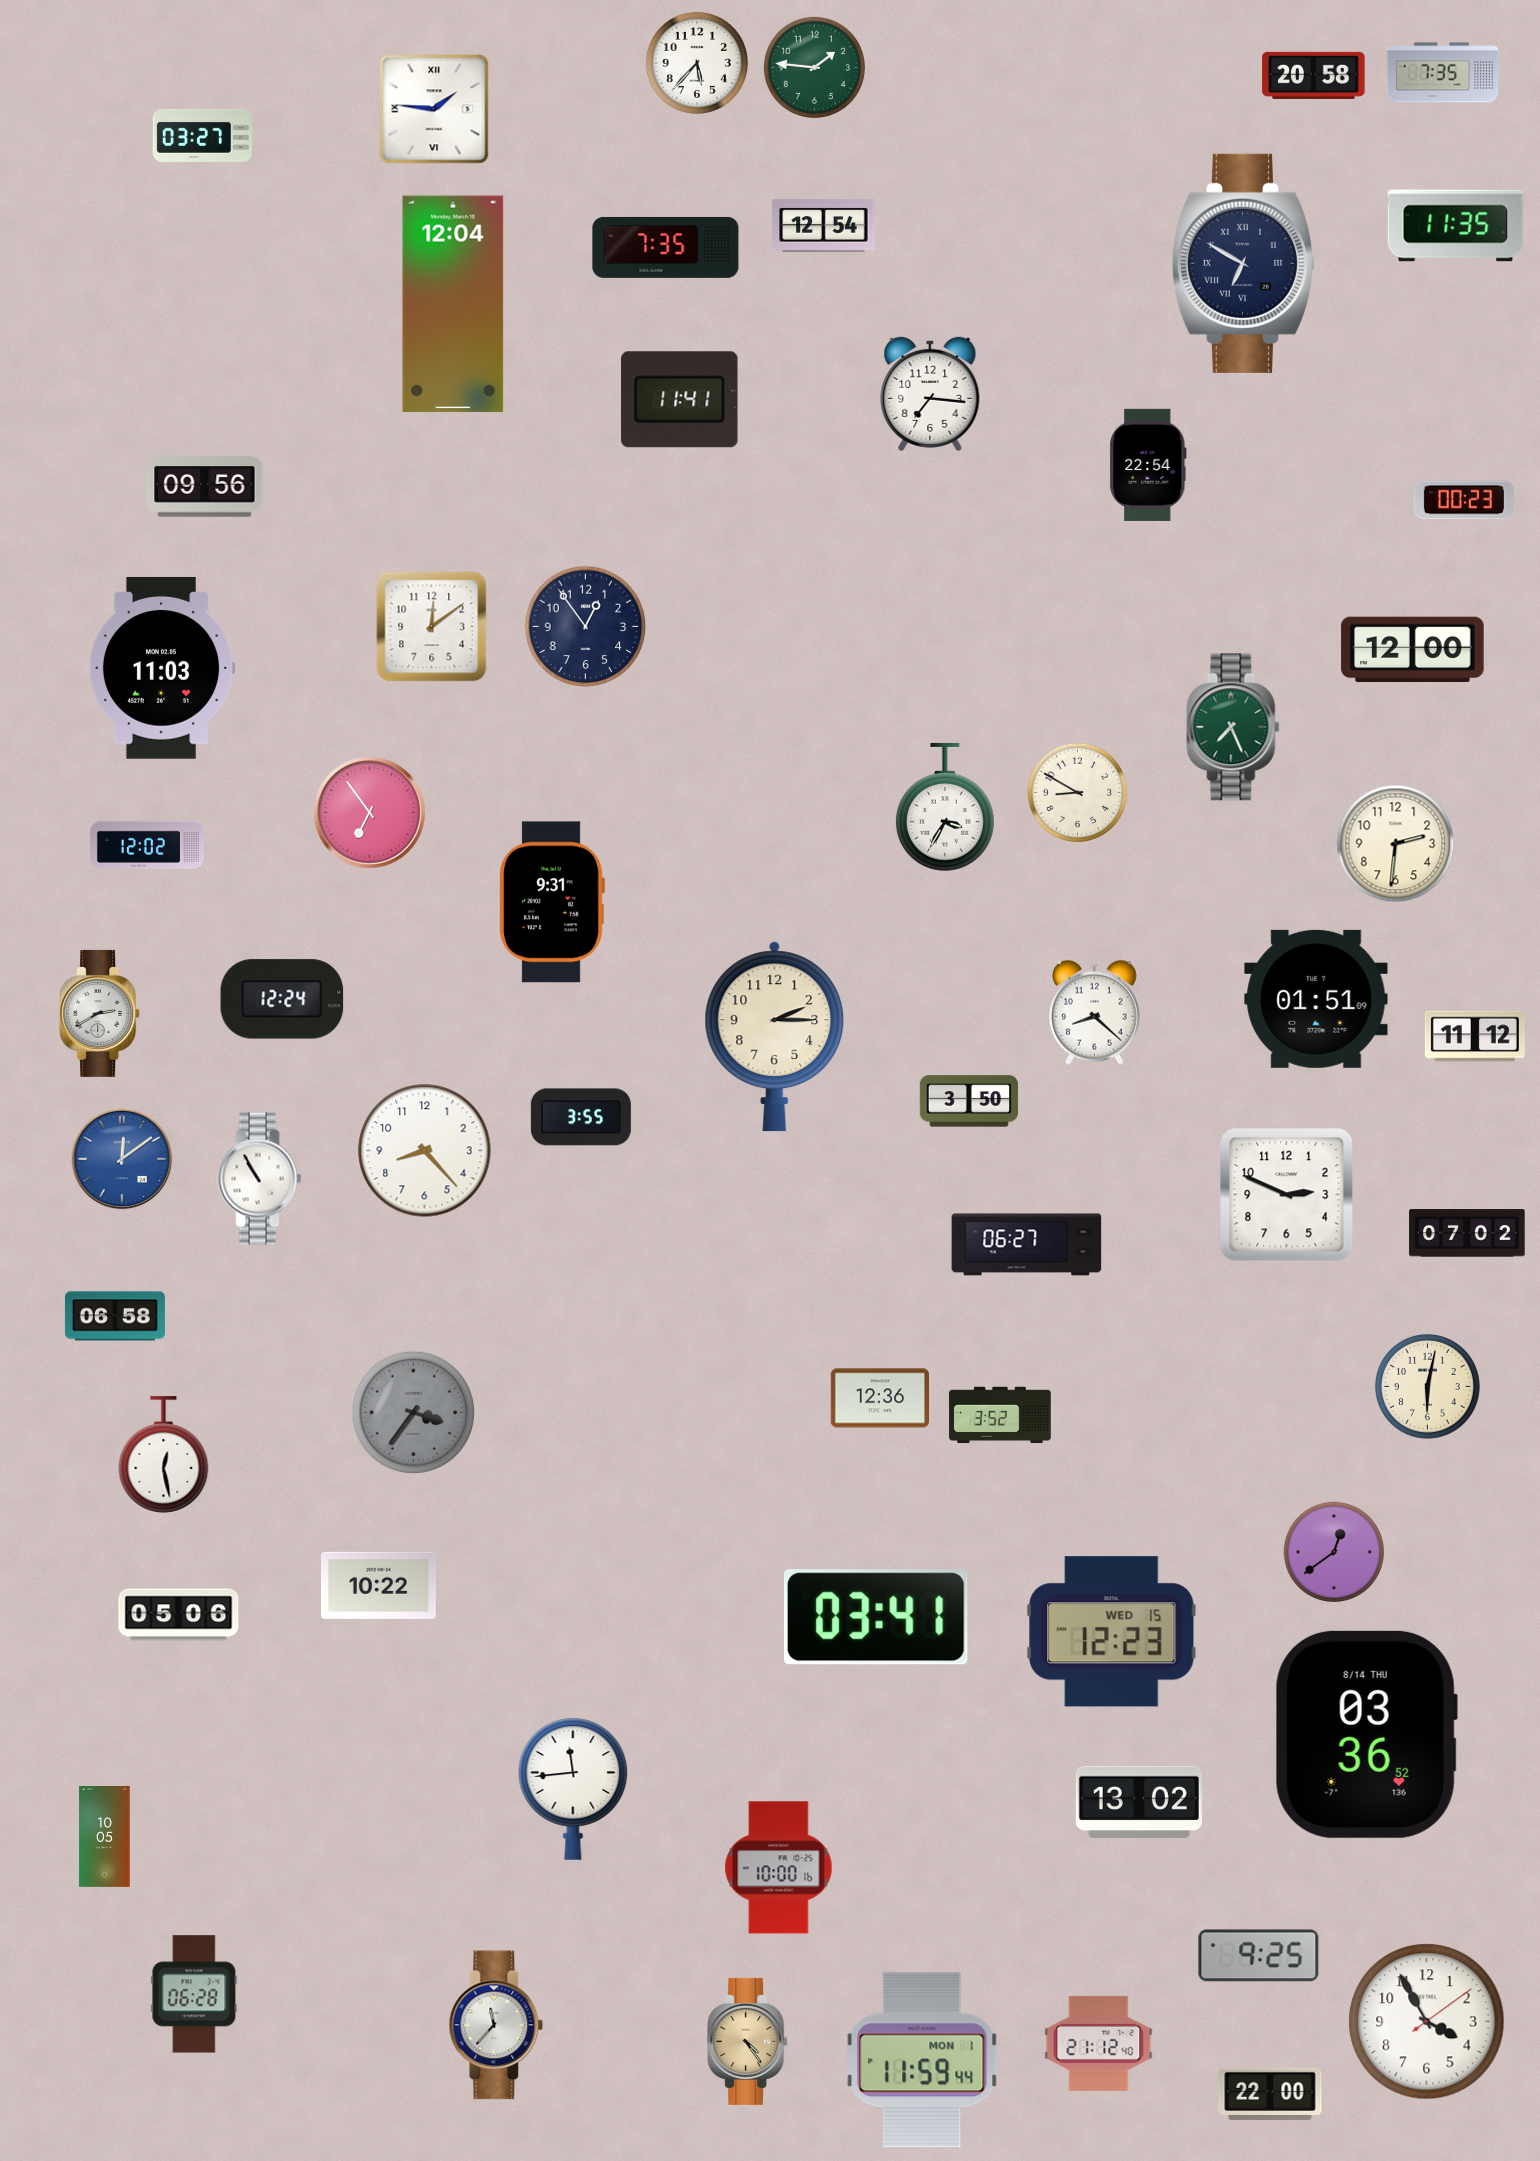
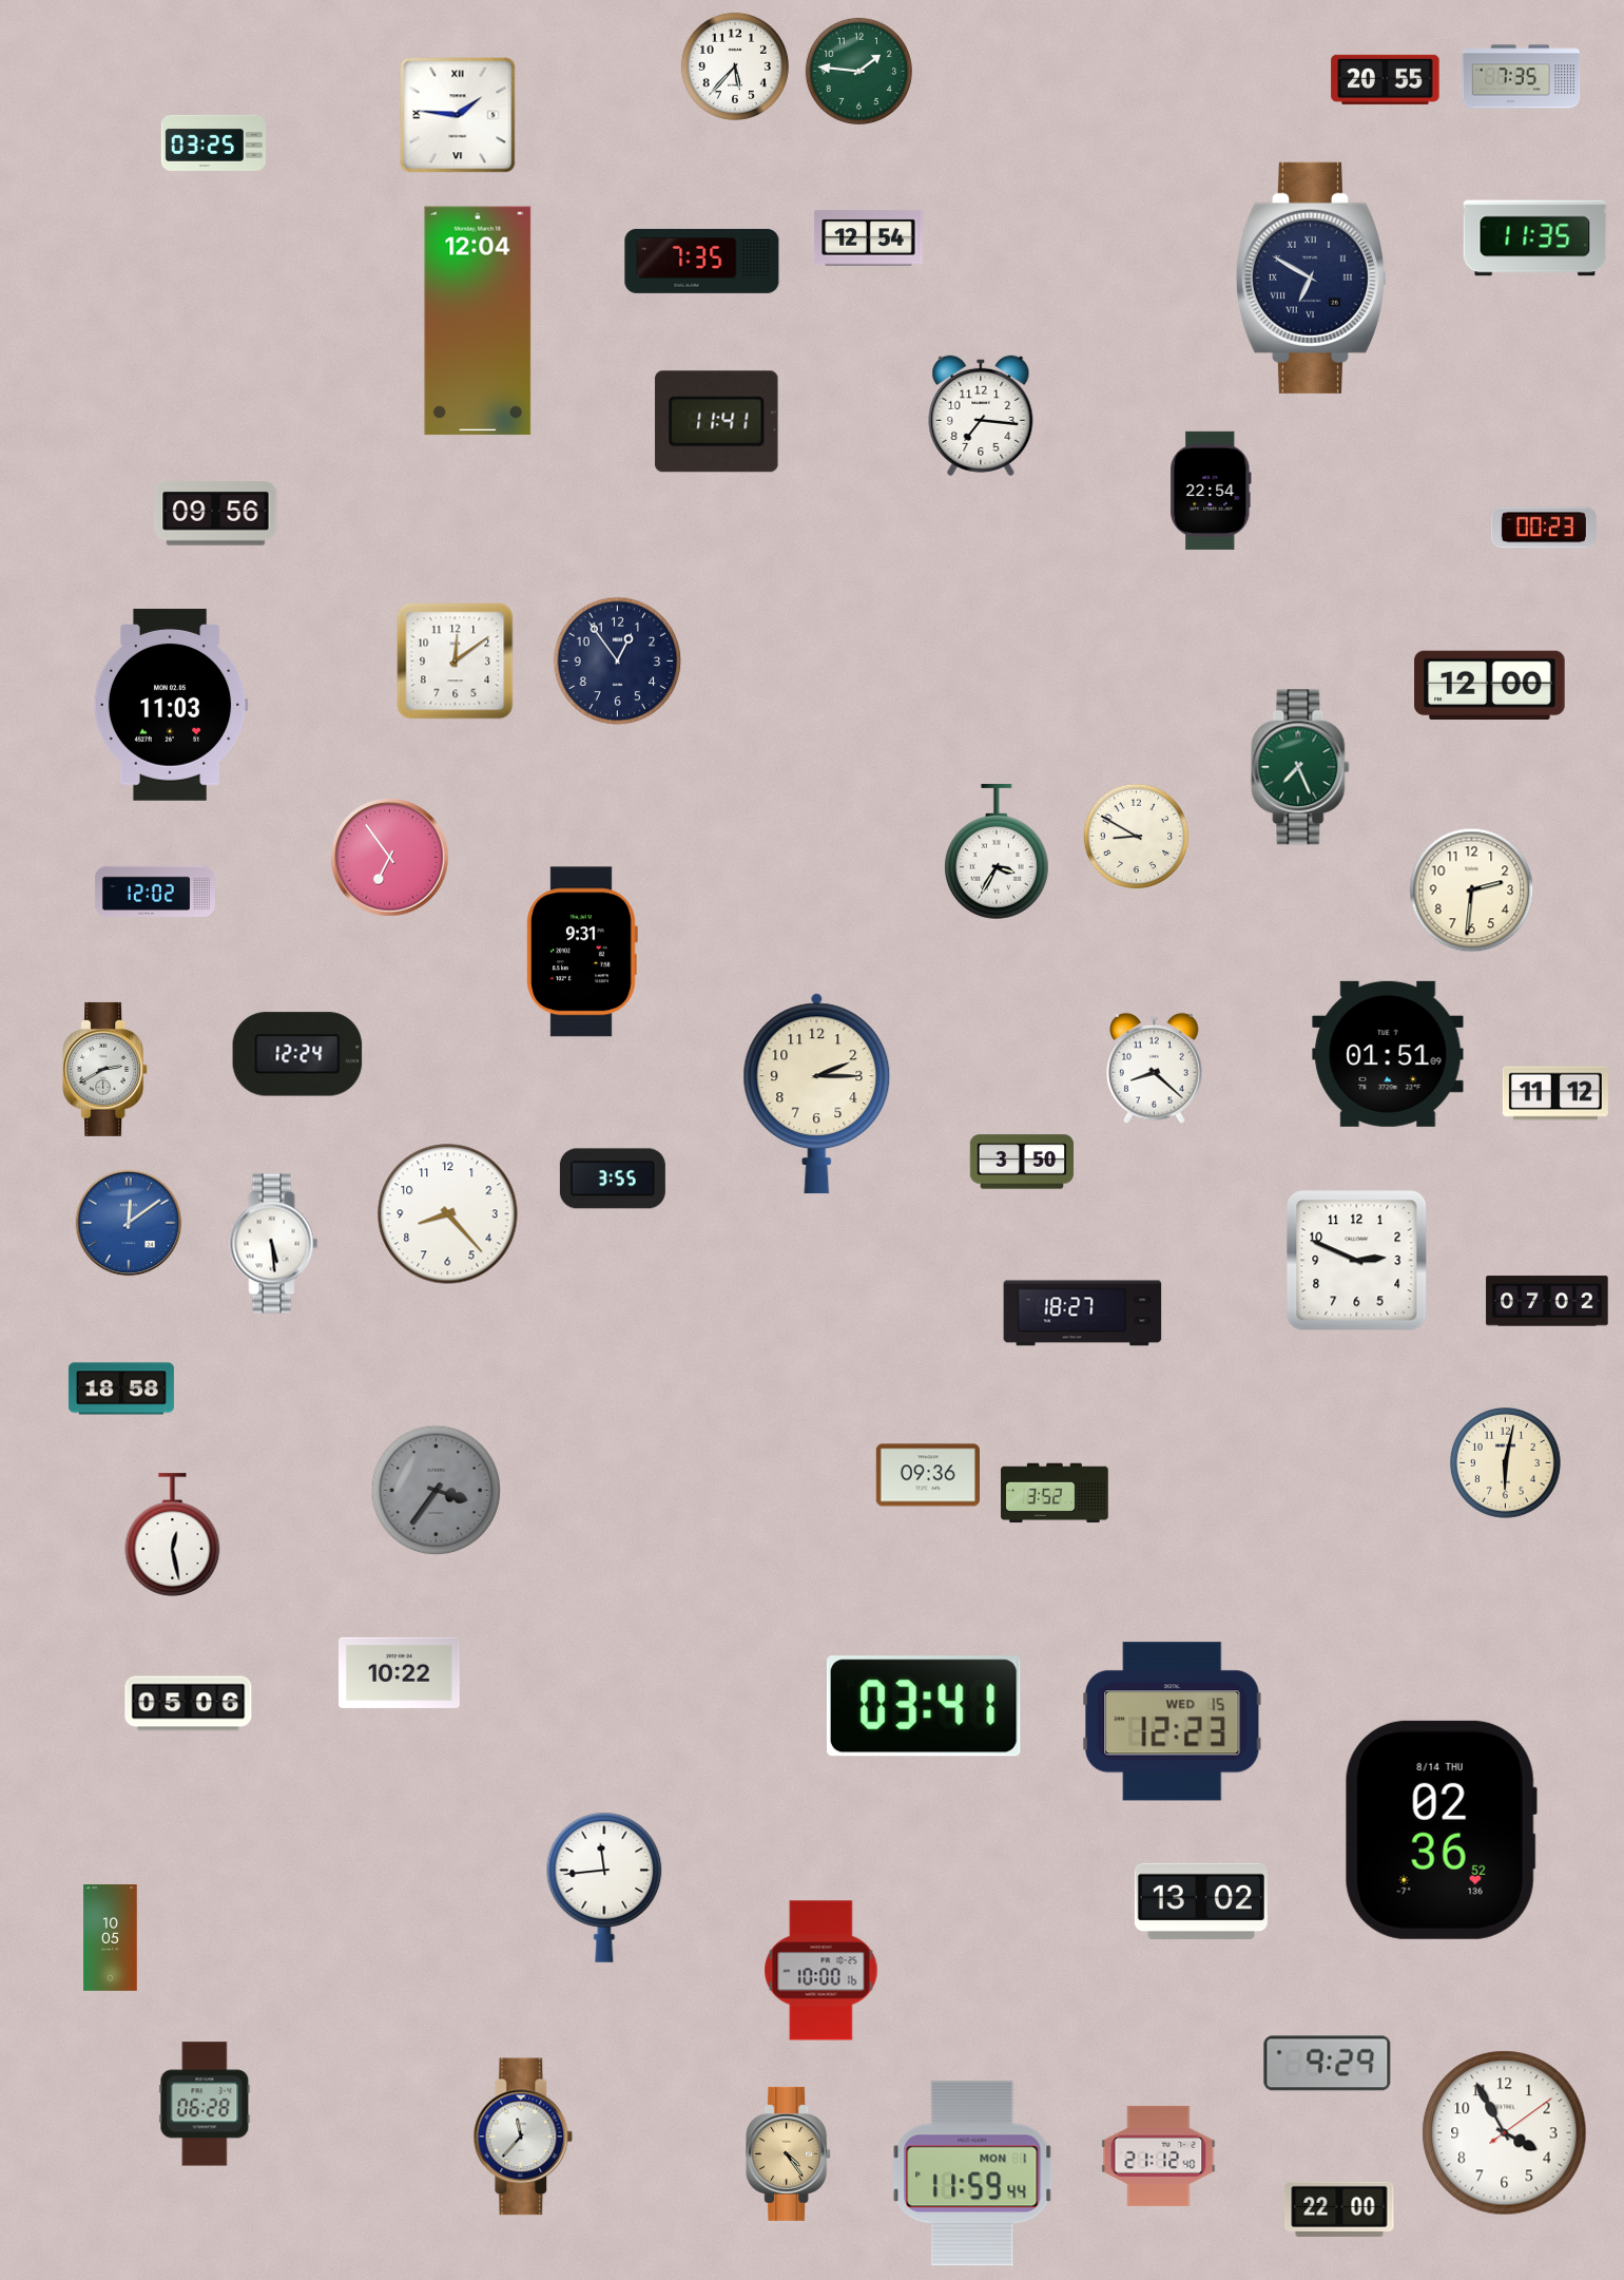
clock at (1314, 75): 20:58 -> 20:55
clock at (202, 135): 03:27 -> 03:25
clock at (260, 1179): 10:55 -> 5:29
clock at (1027, 1245): 06:27 -> 18:27
clock at (115, 1316): 06:58 -> 18:58
clock at (879, 1398): 12:36 -> 09:36
clock at (1333, 1551): 12:39 -> none
clock at (1366, 1734): 03:36 -> 02:36
clock at (1259, 1956): 9:25 -> 9:29
